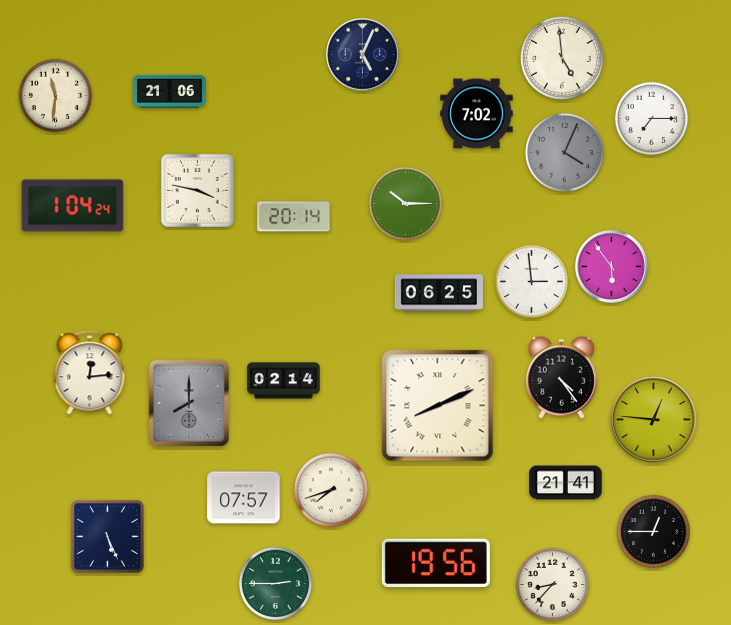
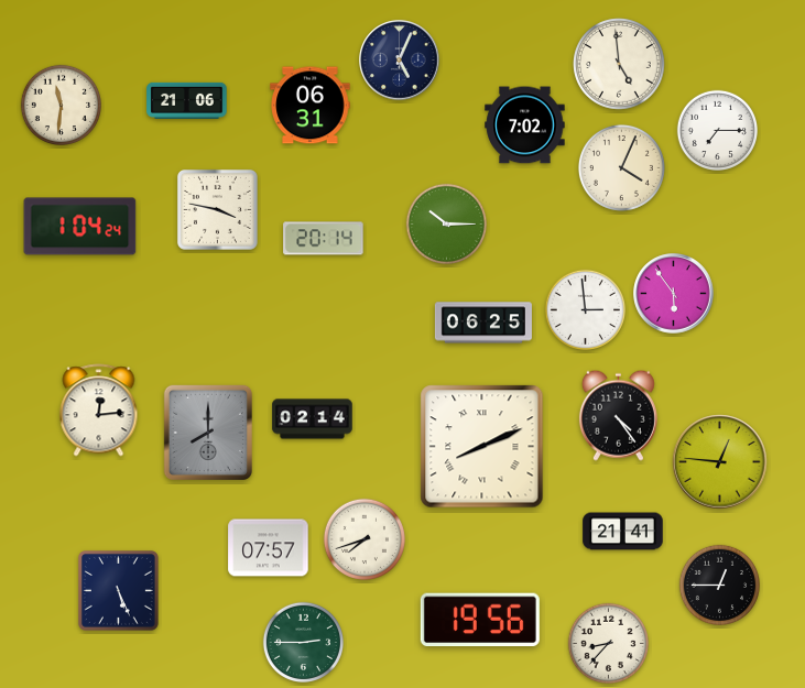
clock at (311, 106): none -> 06:31
clock at (564, 152) dial: grey -> cream
clock at (189, 403) position: (189, 403) -> (208, 433)
